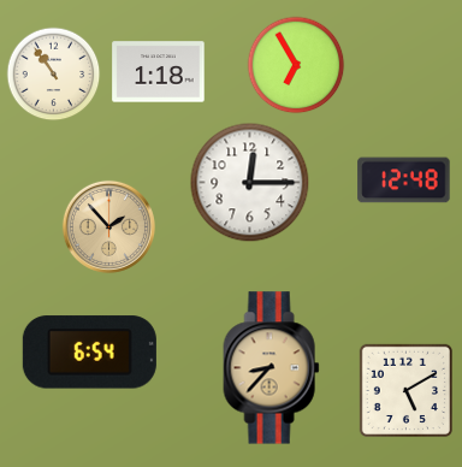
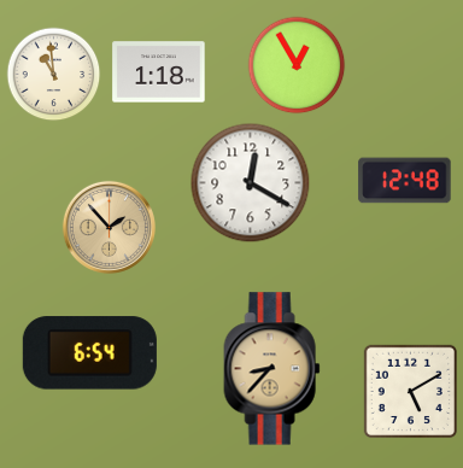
clock at (296, 65): 6:55 -> 12:55
clock at (53, 73): 10:54 -> 10:59
clock at (250, 183): 12:15 -> 12:20
clock at (405, 390) position: (405, 390) -> (410, 391)
